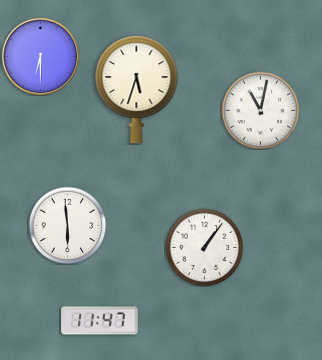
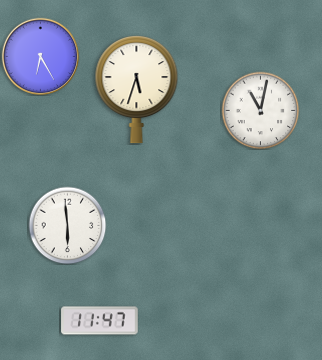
clock at (40, 56): 6:30 -> 6:25
clock at (204, 247): 1:06 -> none
